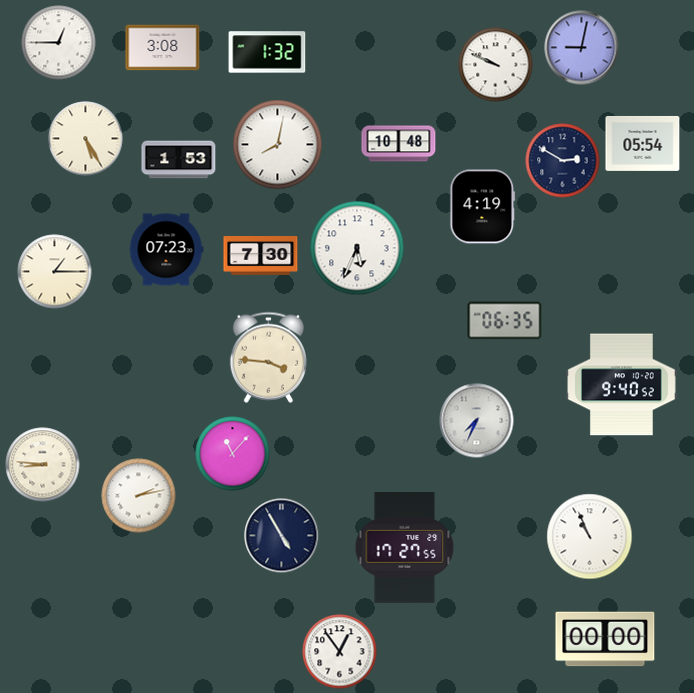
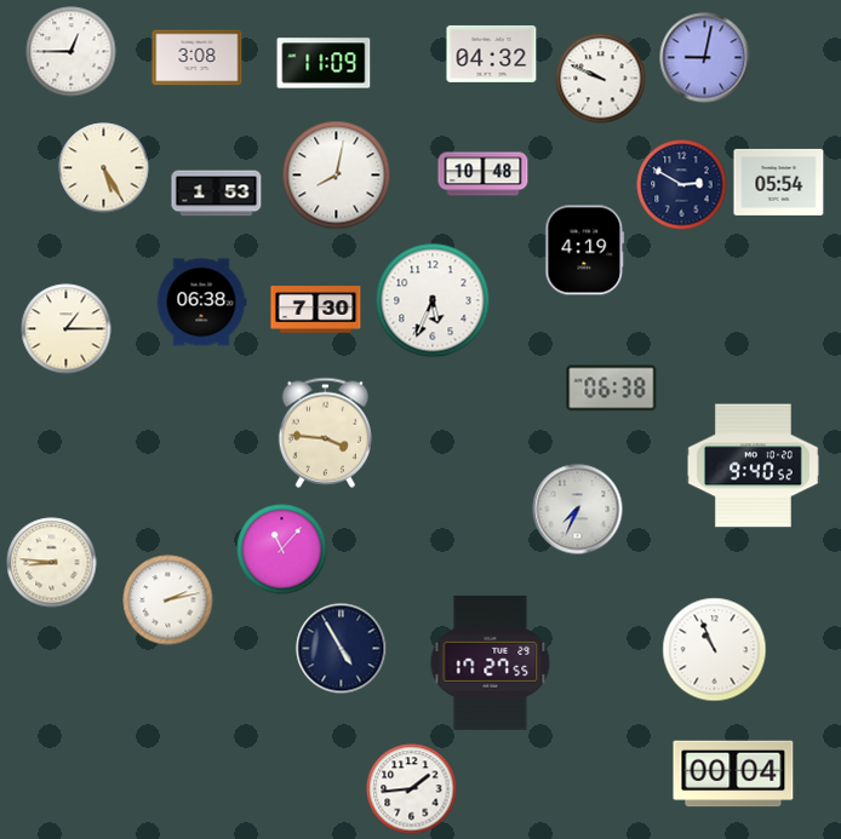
clock at (492, 53): none -> 04:32
clock at (267, 52): 1:32 -> 11:09
clock at (643, 143) position: (643, 143) -> (779, 182)
clock at (563, 161) position: (563, 161) -> (682, 185)
clock at (166, 250): 07:23 -> 06:38
clock at (505, 321): 06:35 -> 06:38
clock at (605, 639): 00:00 -> 00:04
clock at (340, 652): 12:54 -> 1:44
